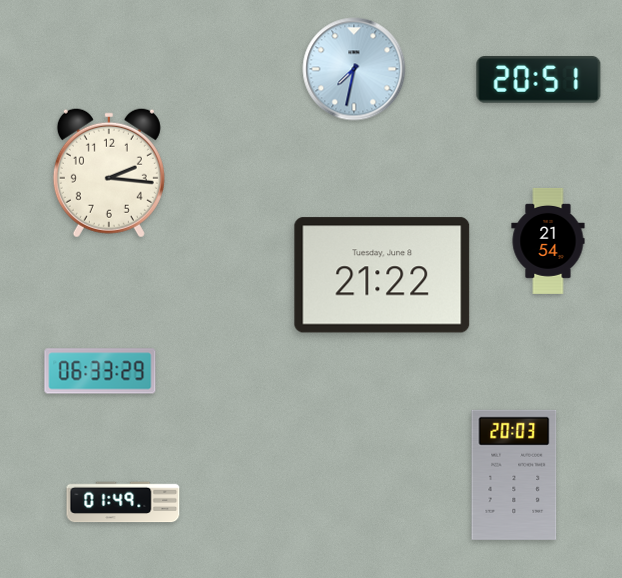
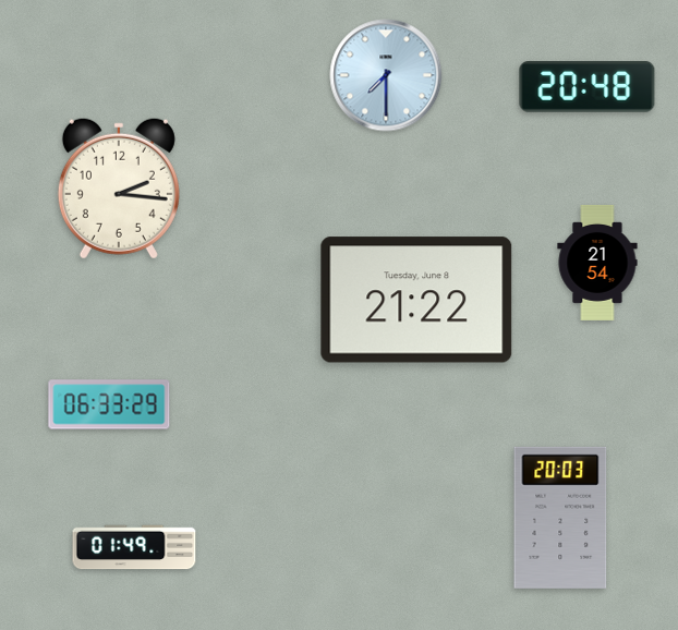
clock at (354, 69): 7:32 -> 7:30
clock at (539, 80): 20:51 -> 20:48
